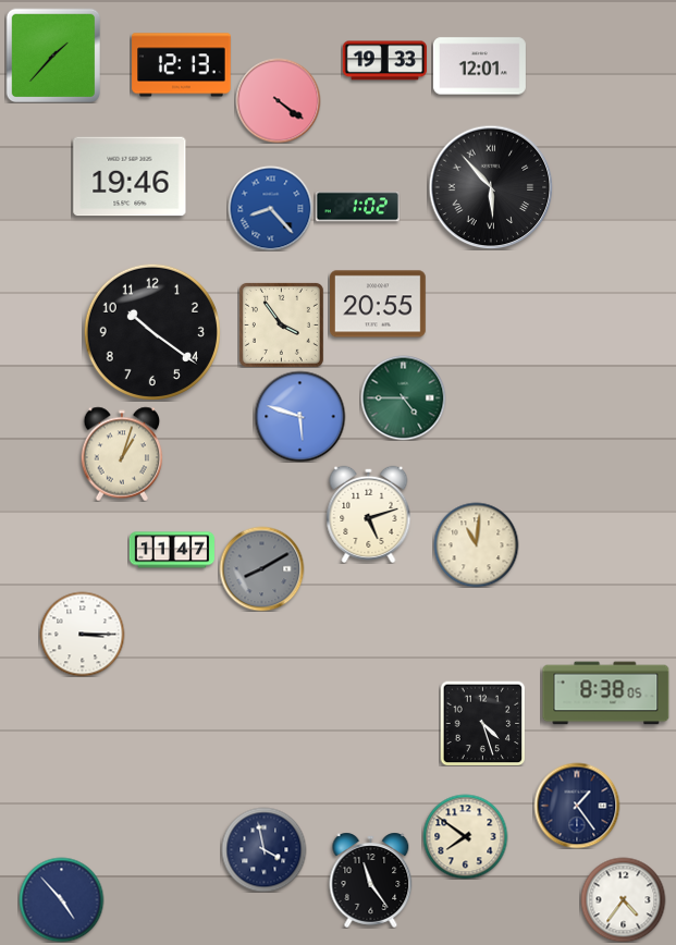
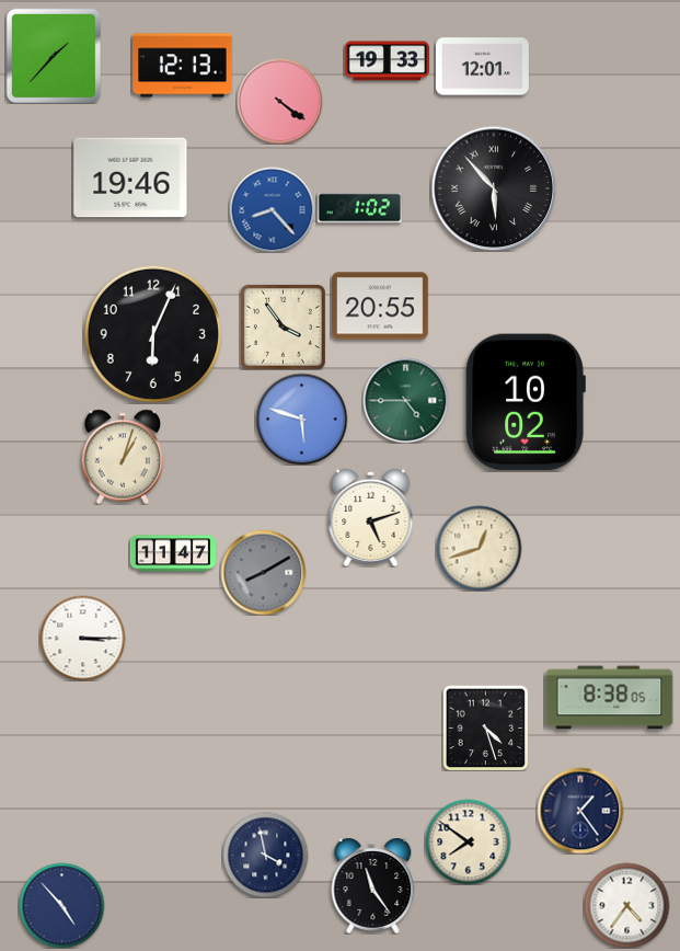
clock at (152, 332): 10:21 -> 6:04
clock at (526, 402): none -> 10:02
clock at (476, 544): 11:01 -> 12:42
